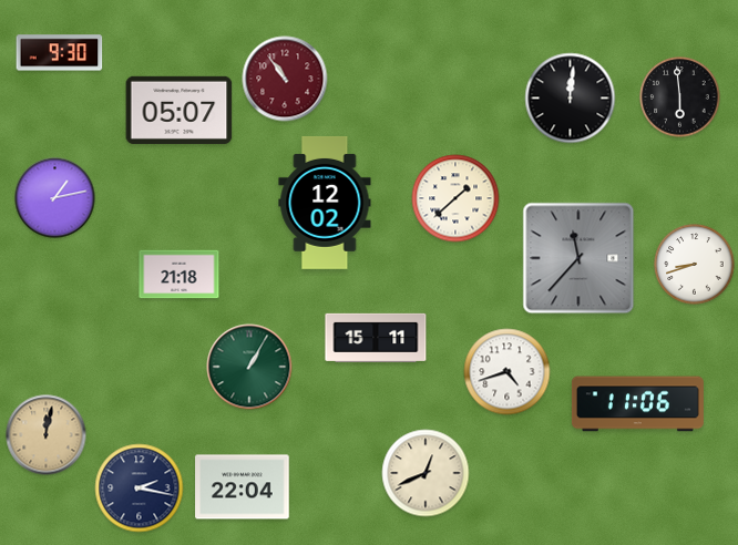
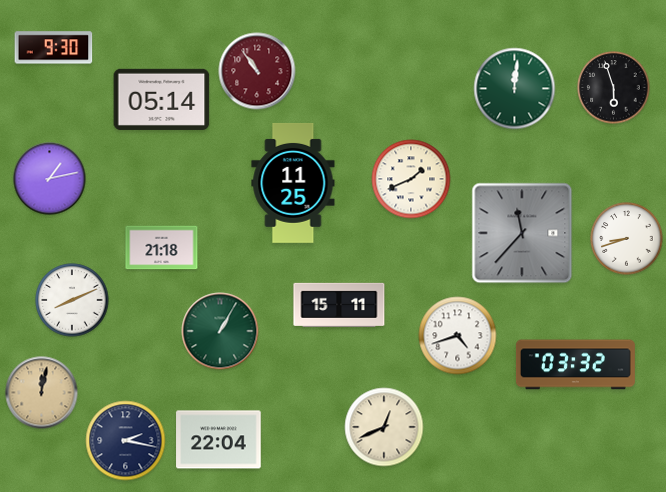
clock at (680, 97): 5:59 -> 5:57
clock at (571, 99) dial: black -> green
clock at (180, 110): 05:07 -> 05:14
clock at (455, 198): 1:38 -> 1:41
clock at (325, 203): 12:02 -> 11:25
clock at (72, 300): none -> 8:11
clock at (249, 367) position: (249, 367) -> (220, 331)
clock at (637, 404): 11:06 -> 03:32
